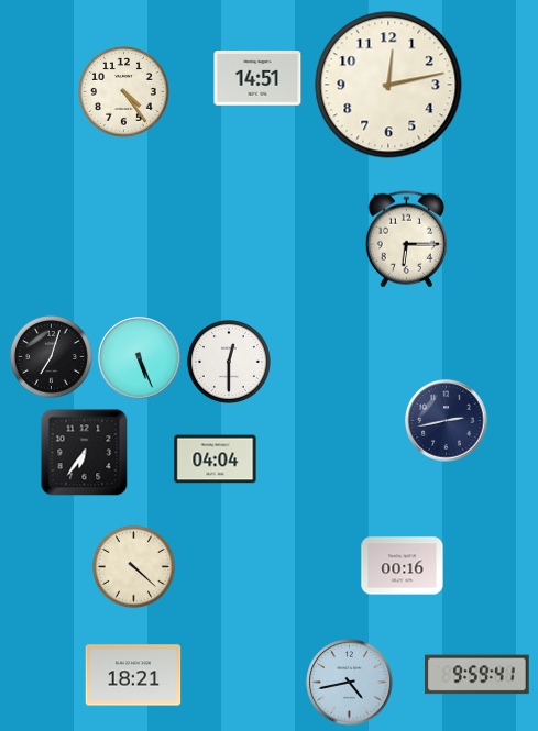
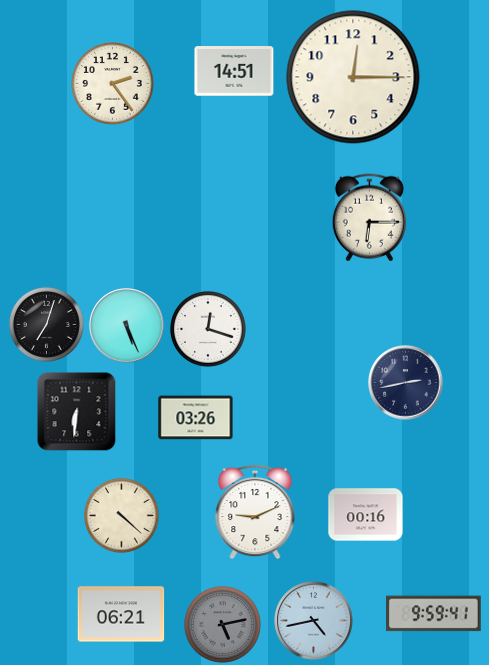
clock at (388, 85): 12:13 -> 12:15
clock at (124, 92): 4:24 -> 2:24
clock at (229, 362): 12:30 -> 12:18
clock at (85, 453): 6:36 -> 6:31
clock at (216, 459): 04:04 -> 03:26
clock at (255, 512): none -> 9:11
clock at (133, 675): 18:21 -> 06:21
clock at (350, 683) position: (350, 683) -> (314, 621)
clock at (222, 624): none -> 5:13
